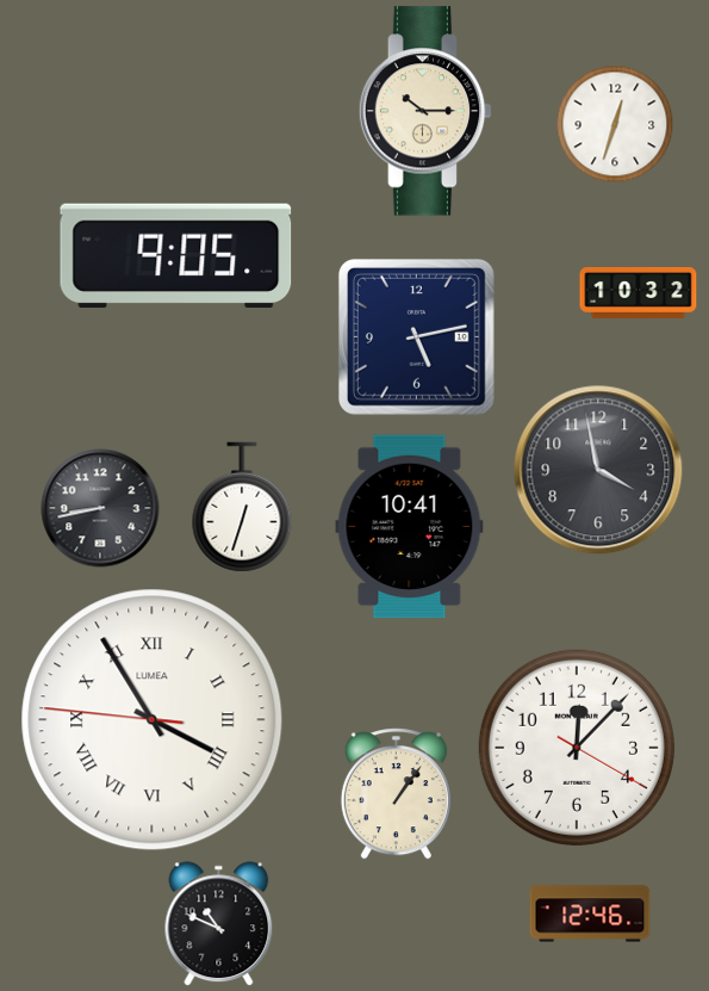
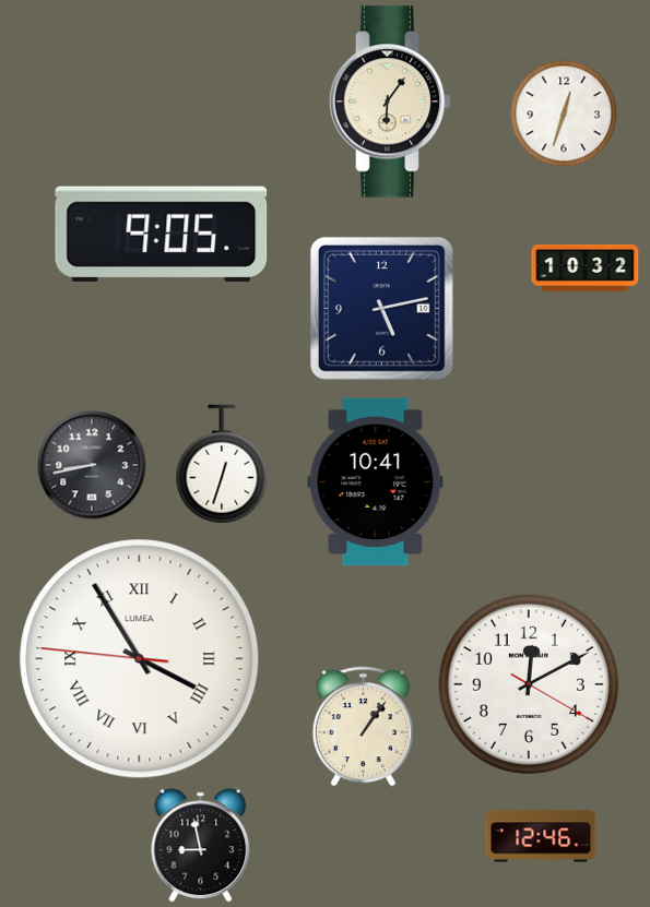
clock at (425, 111): 10:15 -> 6:06
clock at (598, 470): 3:58 -> none
clock at (577, 748): 12:07 -> 12:10
clock at (219, 924): 10:49 -> 8:58
